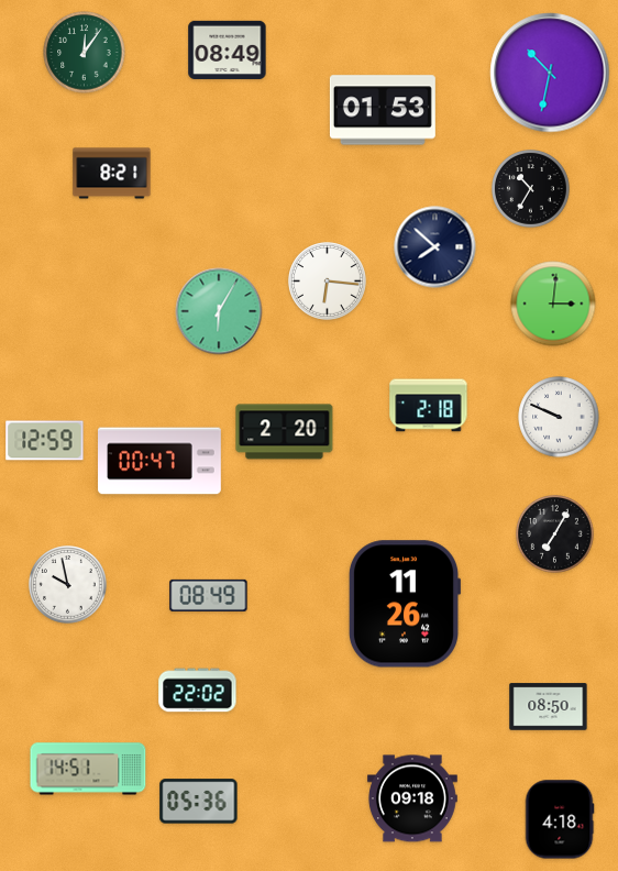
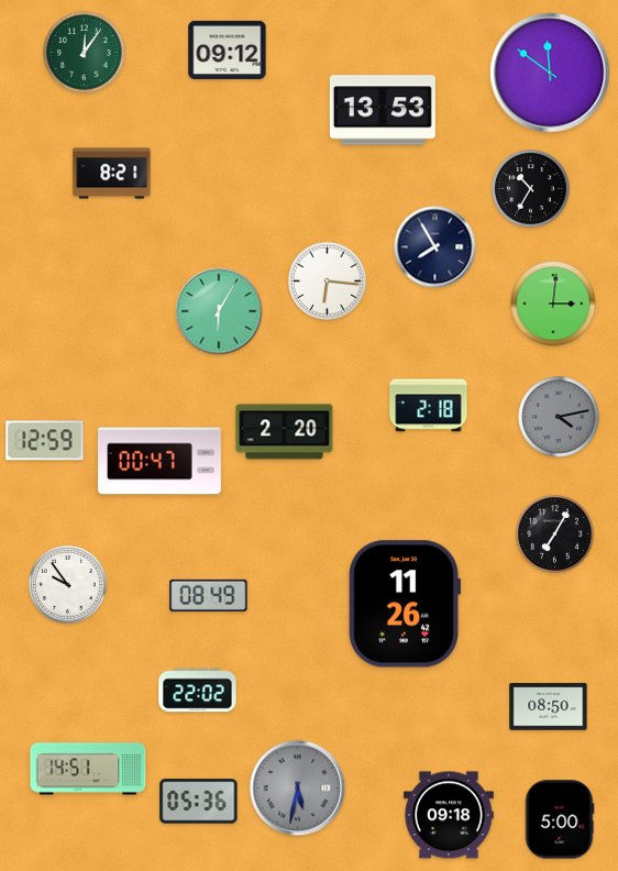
clock at (228, 49): 08:49 -> 09:12
clock at (550, 73): 10:32 -> 11:51
clock at (383, 110): 01:53 -> 13:53
clock at (435, 247): 7:52 -> 7:55
clock at (559, 417): 9:49 -> 4:13
clock at (559, 417) dial: white -> grey
clock at (68, 585): 9:58 -> 9:54
clock at (298, 789): none -> 5:32
clock at (412, 798) position: (412, 798) -> (449, 815)
clock at (560, 819): 4:18 -> 5:00
